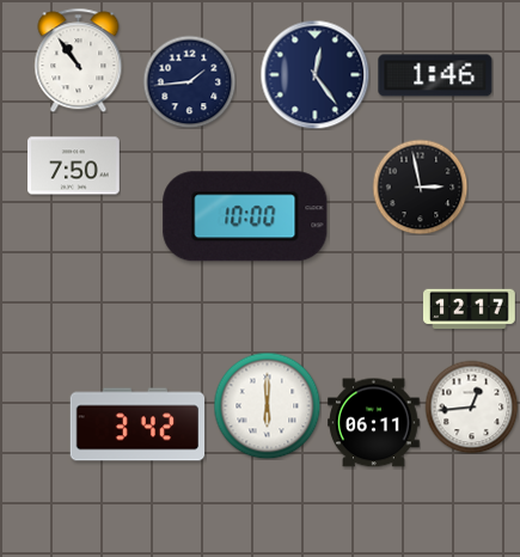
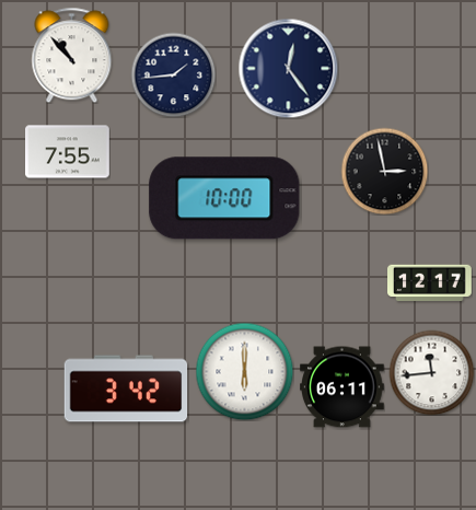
clock at (79, 60): 10:54 -> 10:53
clock at (435, 75): 1:46 -> none
clock at (74, 166): 7:50 -> 7:55
clock at (471, 406): 12:44 -> 11:44
